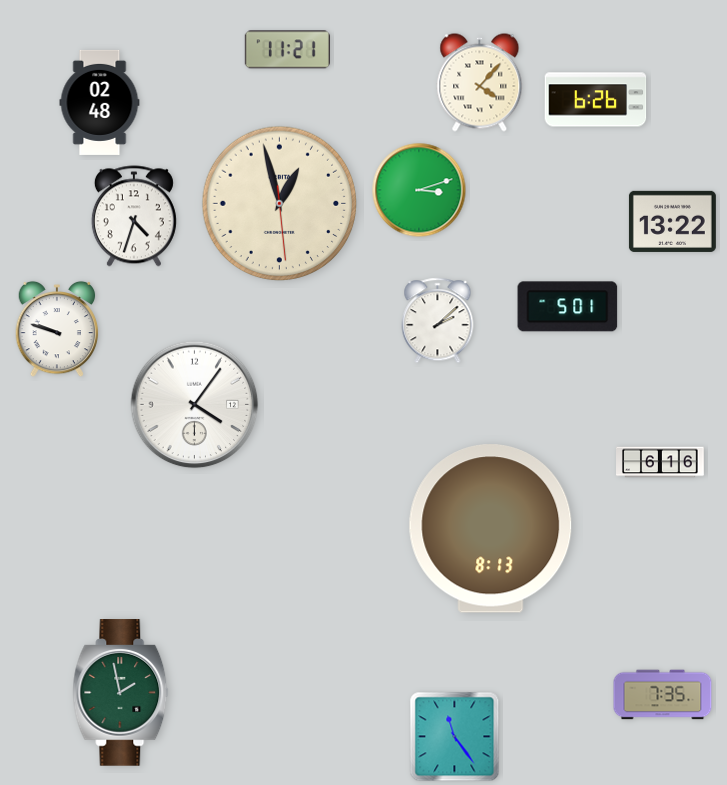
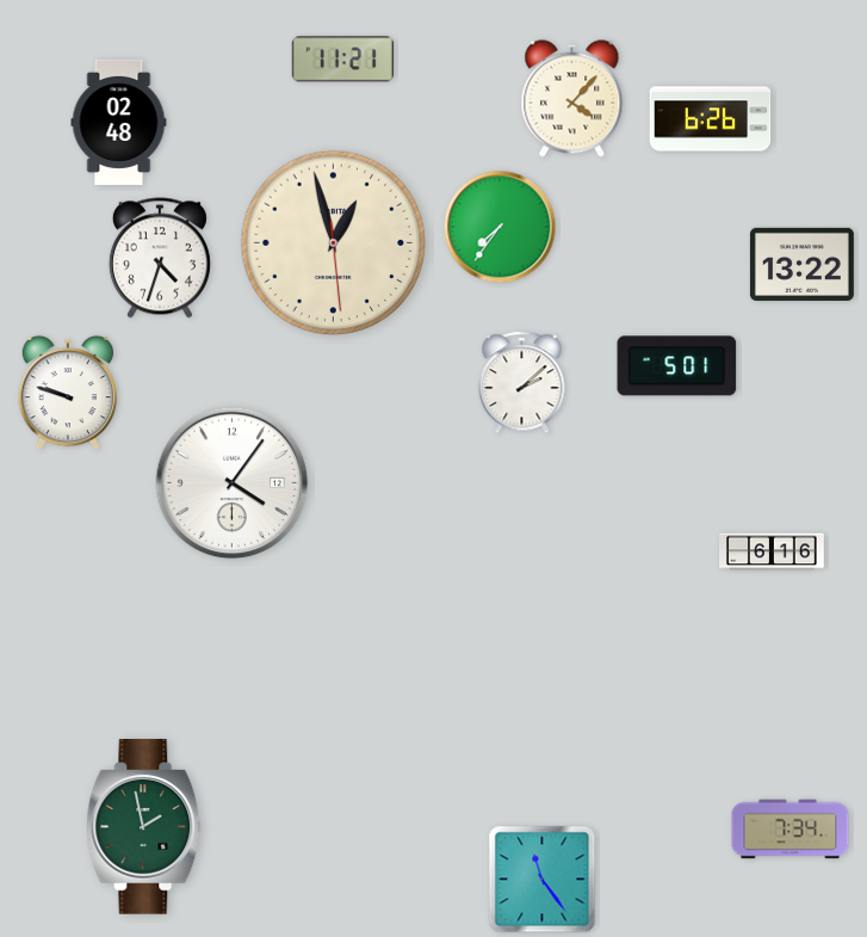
clock at (419, 190): 3:12 -> 7:36
clock at (661, 462) position: (661, 462) -> (773, 551)
clock at (491, 529): 8:13 -> none
clock at (663, 695): 7:35 -> 7:34
